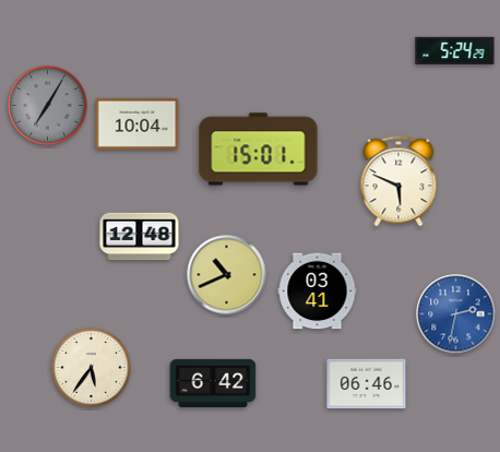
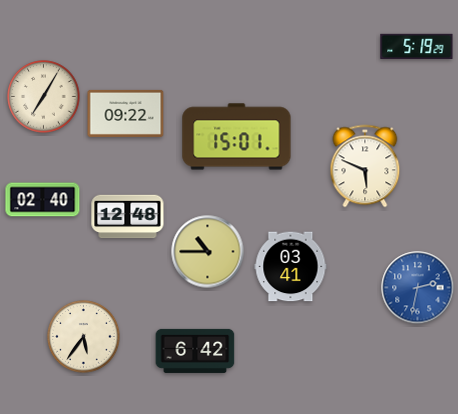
clock at (455, 50): 5:24 -> 5:19
clock at (48, 106) dial: grey -> cream
clock at (138, 123): 10:04 -> 09:22
clock at (43, 200): none -> 02:40
clock at (227, 275): 10:41 -> 10:45
clock at (367, 384): 06:46 -> none
